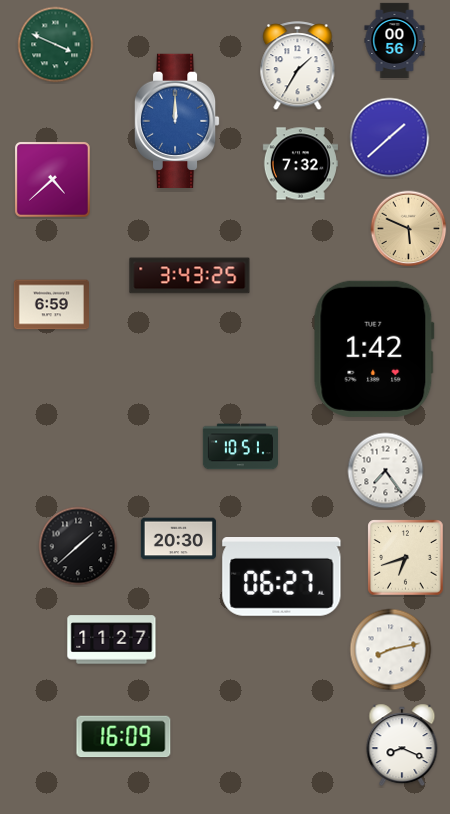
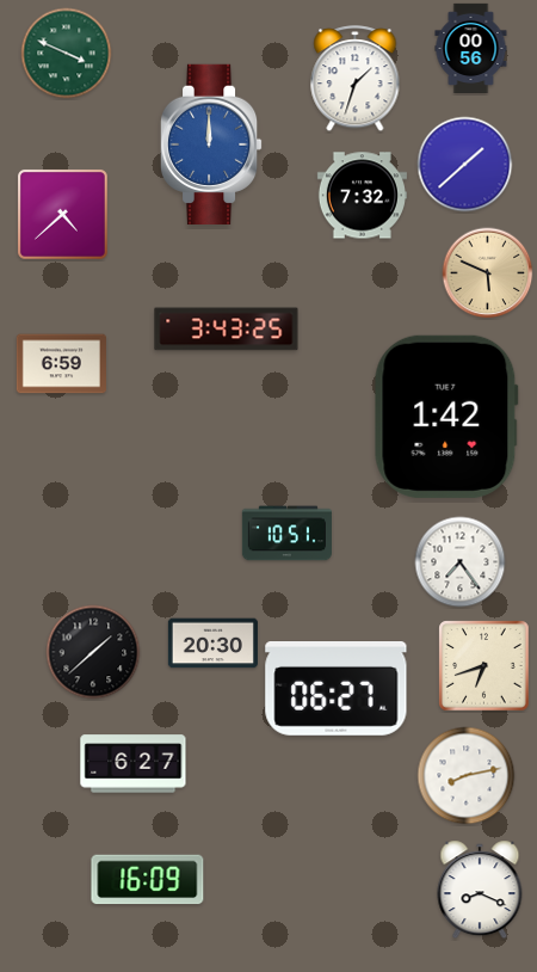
clock at (298, 66): 1:35 -> 1:33
clock at (300, 164) position: (300, 164) -> (362, 196)
clock at (112, 640): 11:27 -> 6:27
